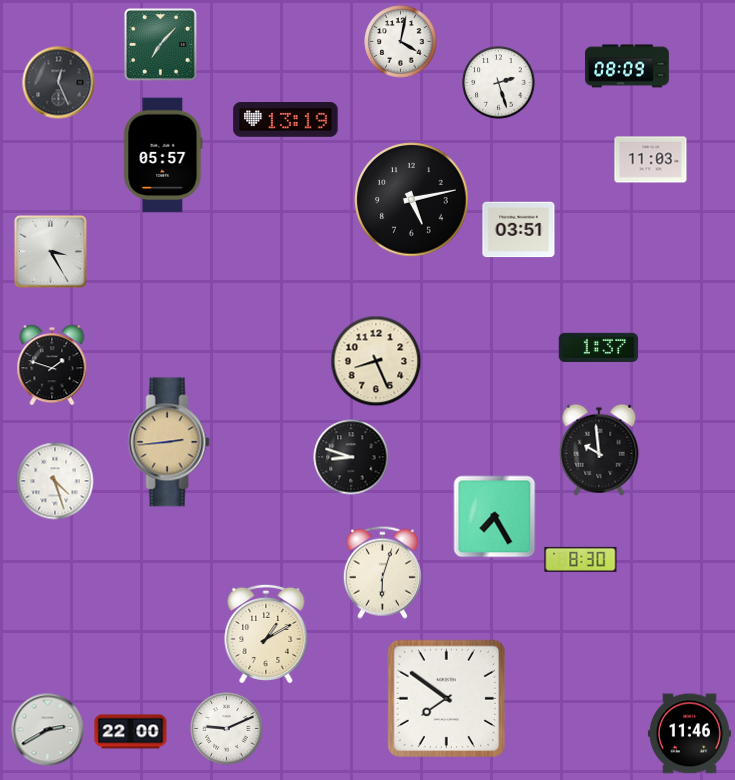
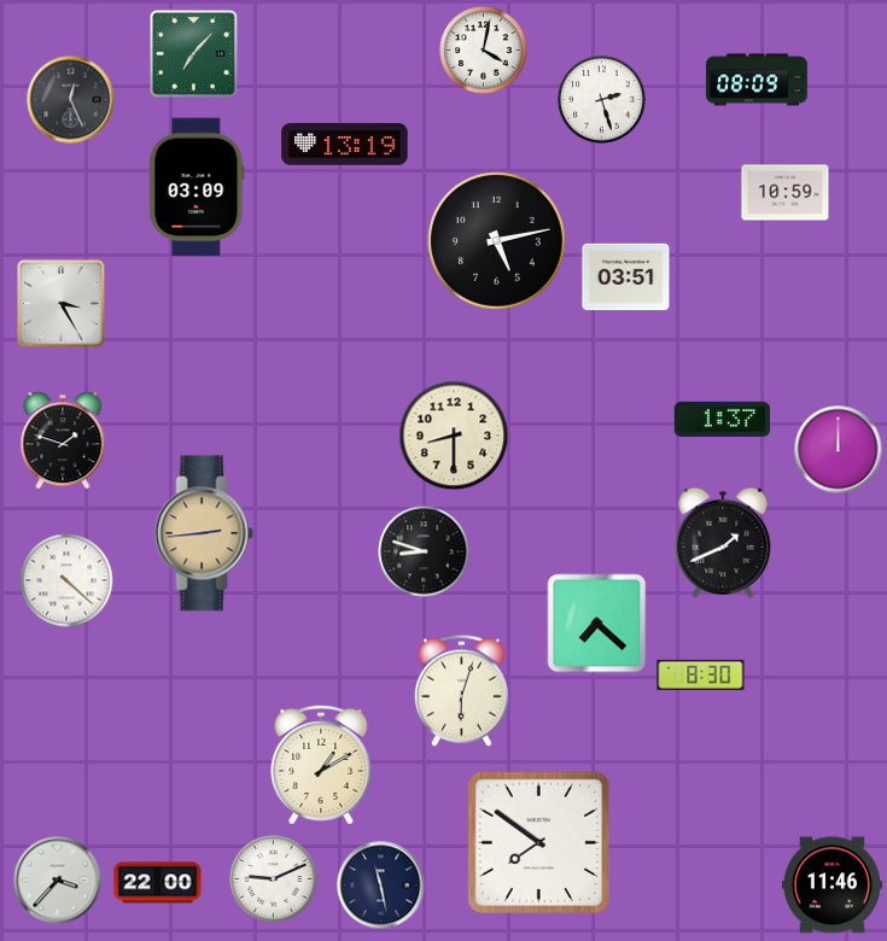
clock at (163, 155): 05:57 -> 03:09
clock at (651, 160): 11:03 -> 10:59
clock at (376, 361): 8:26 -> 8:30
clock at (839, 450): none -> 12:00
clock at (599, 450): 9:59 -> 1:41
clock at (55, 481): 4:27 -> 4:22
clock at (495, 517): 7:25 -> 7:22
clock at (48, 730): 2:40 -> 3:37
clock at (381, 886): none -> 11:28
